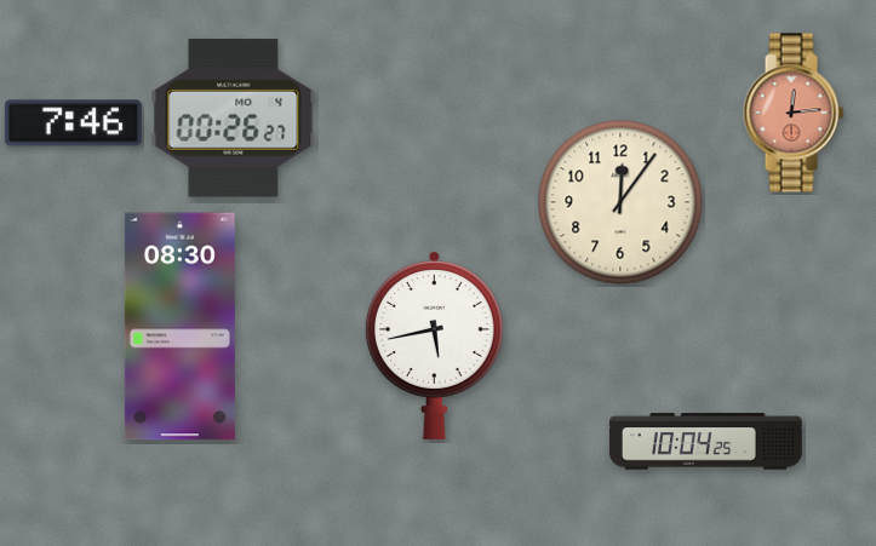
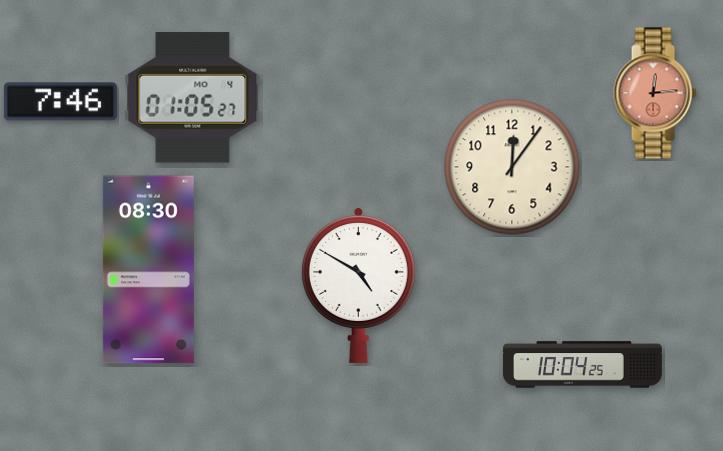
clock at (234, 119): 00:26 -> 01:05
clock at (434, 345): 5:43 -> 4:50
